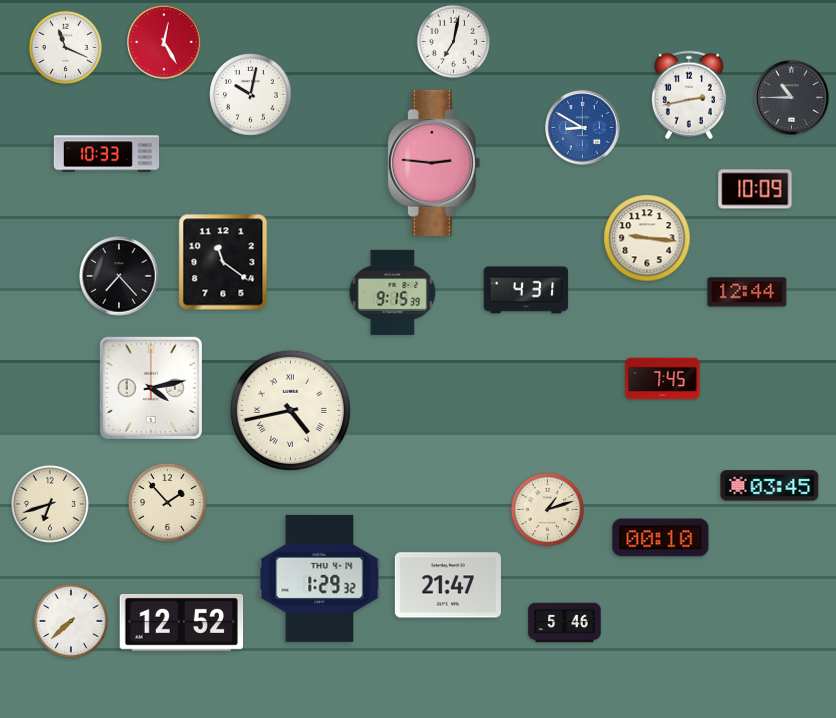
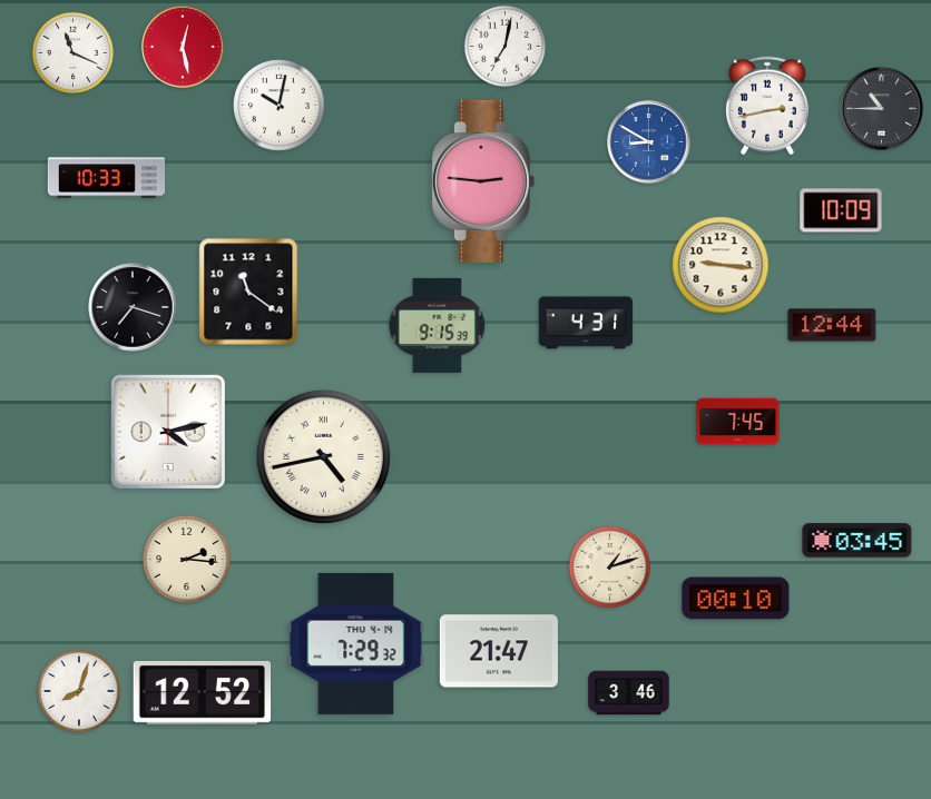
clock at (164, 42): 12:25 -> 12:28
clock at (107, 154) position: (107, 154) -> (107, 178)
clock at (119, 276): 7:23 -> 7:18
clock at (168, 503): 1:53 -> 2:16
clock at (50, 504): 6:42 -> none
clock at (320, 578): 1:29 -> 7:29
clock at (71, 621): 7:38 -> 8:03
clock at (565, 623): 5:46 -> 3:46
